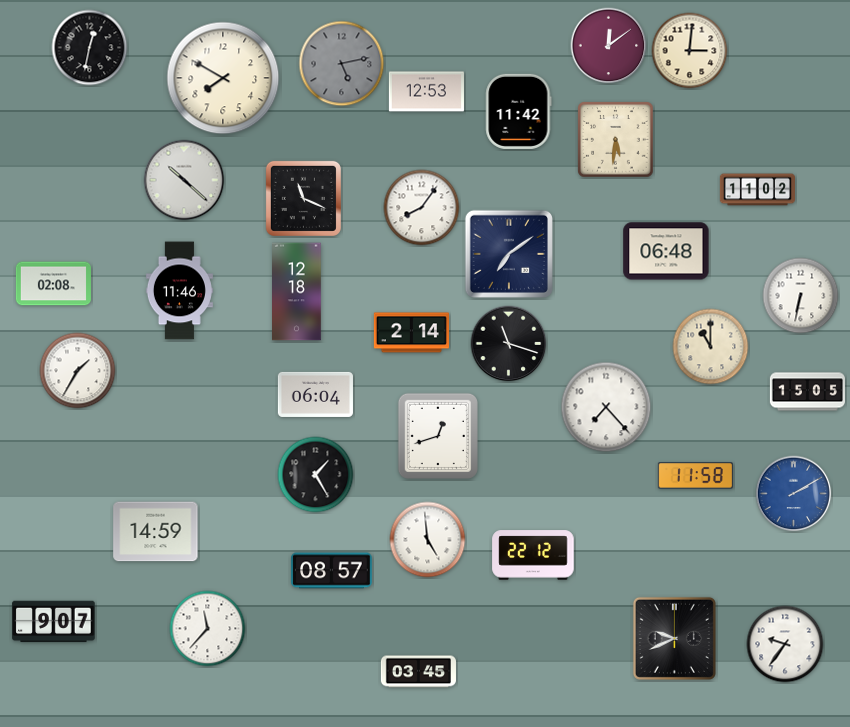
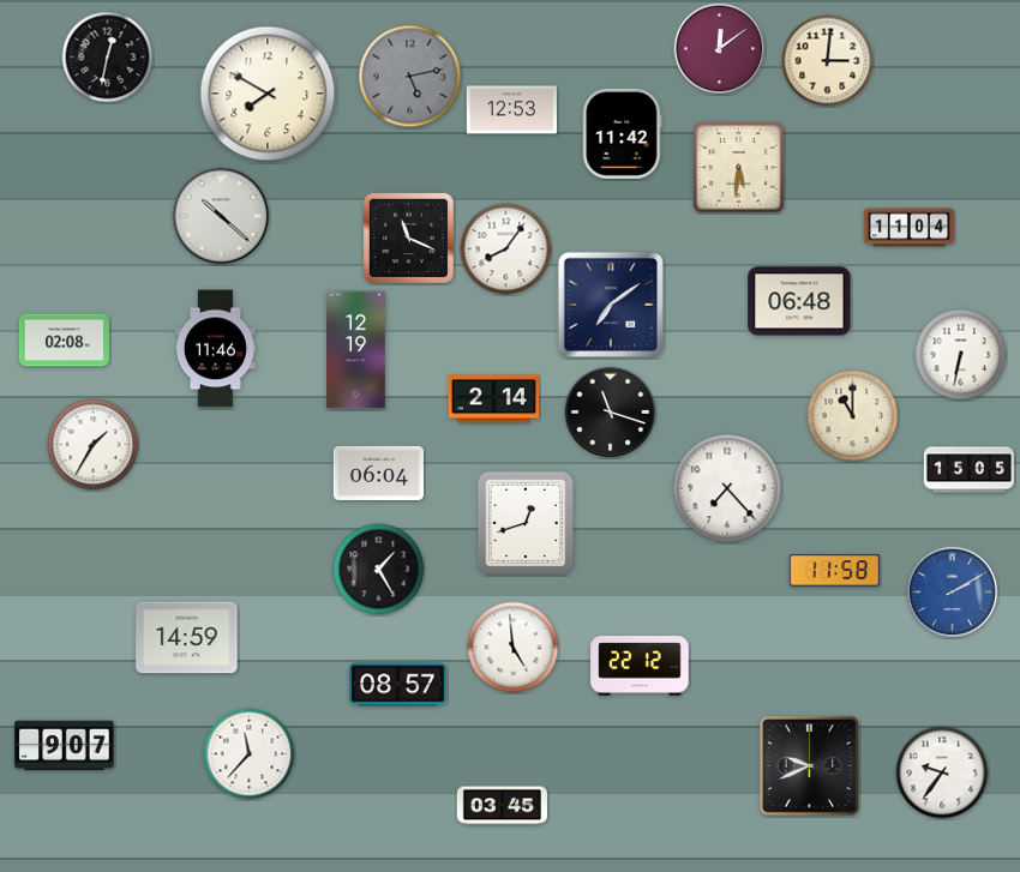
clock at (609, 46) position: (609, 46) -> (720, 49)
clock at (757, 190): 11:02 -> 11:04
clock at (303, 198) position: (303, 198) -> (408, 237)
clock at (297, 292): 12:18 -> 12:19
